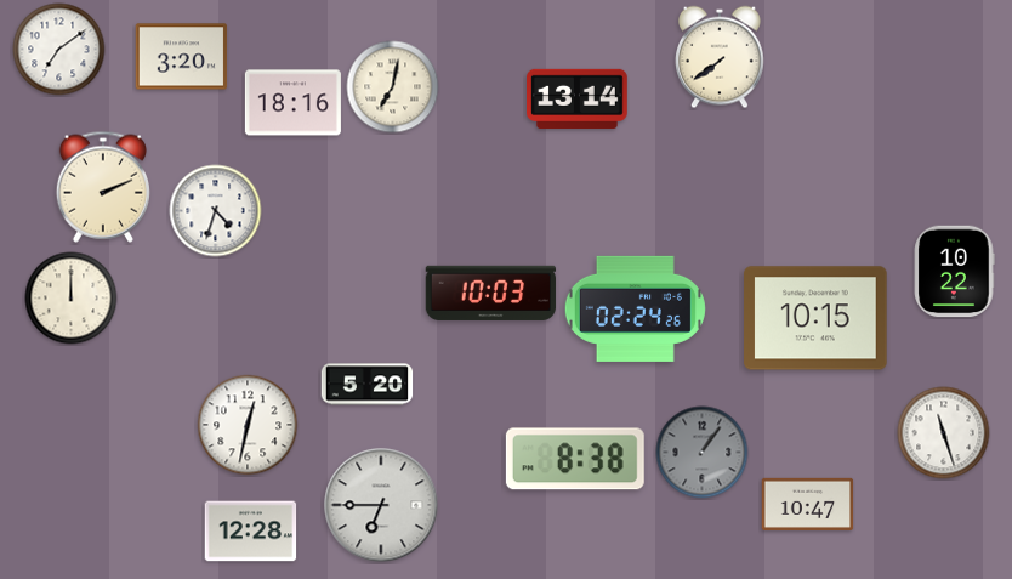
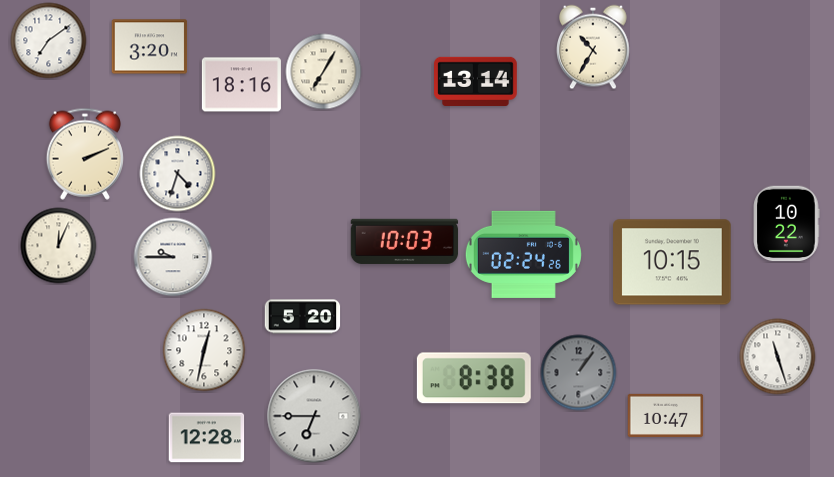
clock at (721, 57): 7:39 -> 10:35
clock at (393, 87): 7:02 -> 7:05
clock at (72, 299): 12:00 -> 12:04
clock at (173, 257): none -> 9:45
